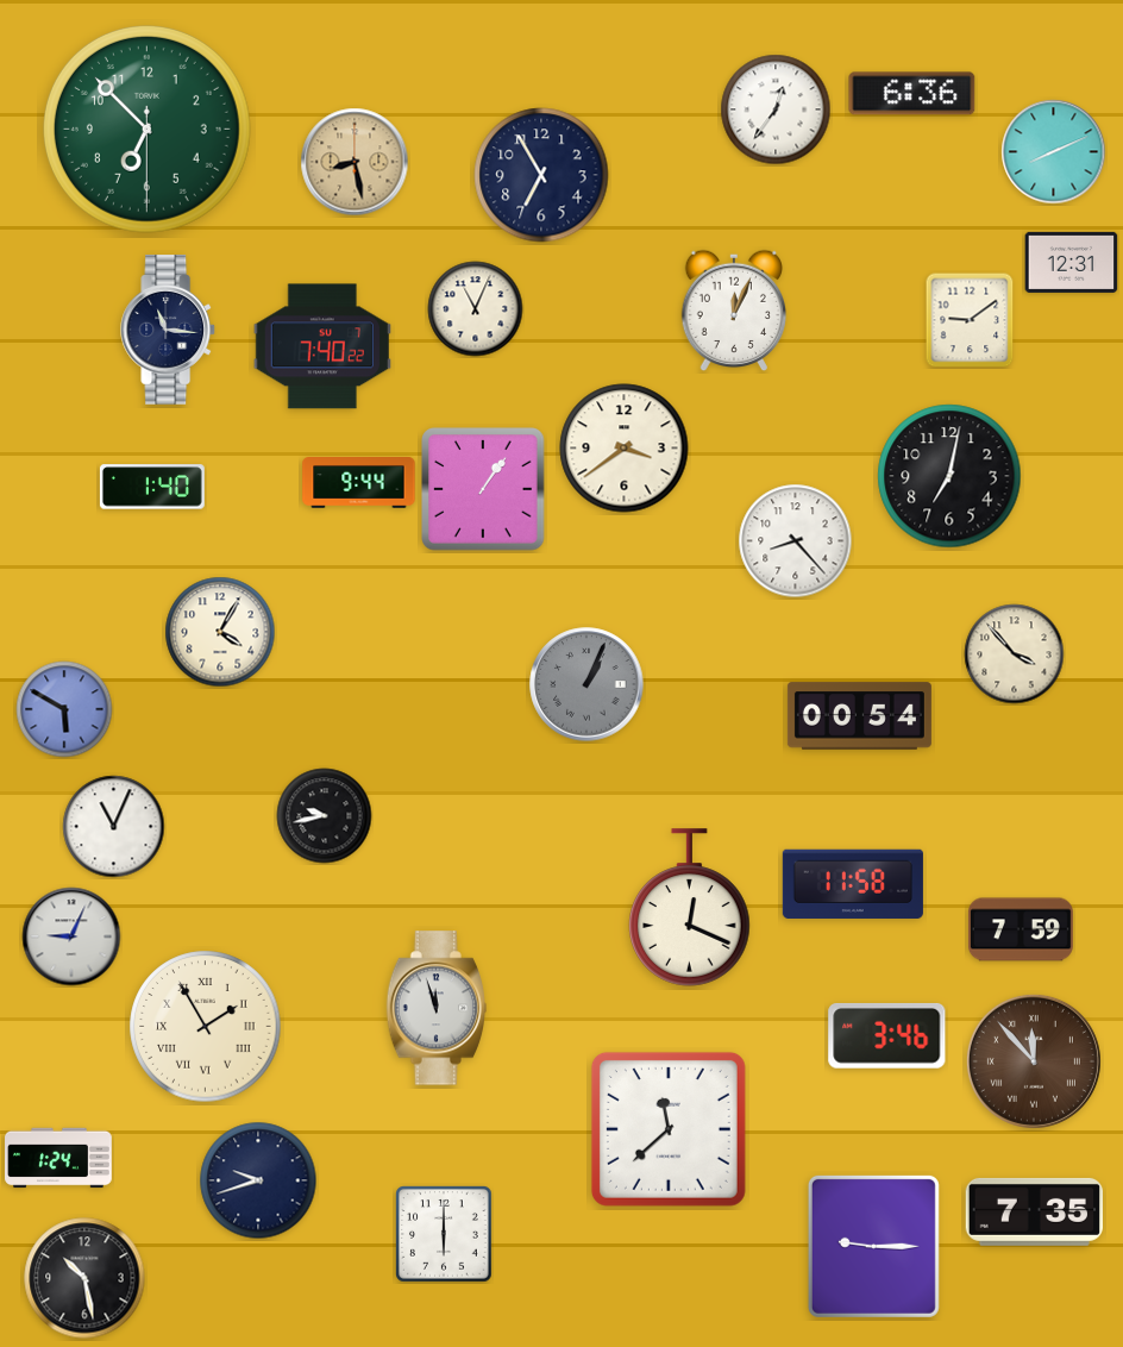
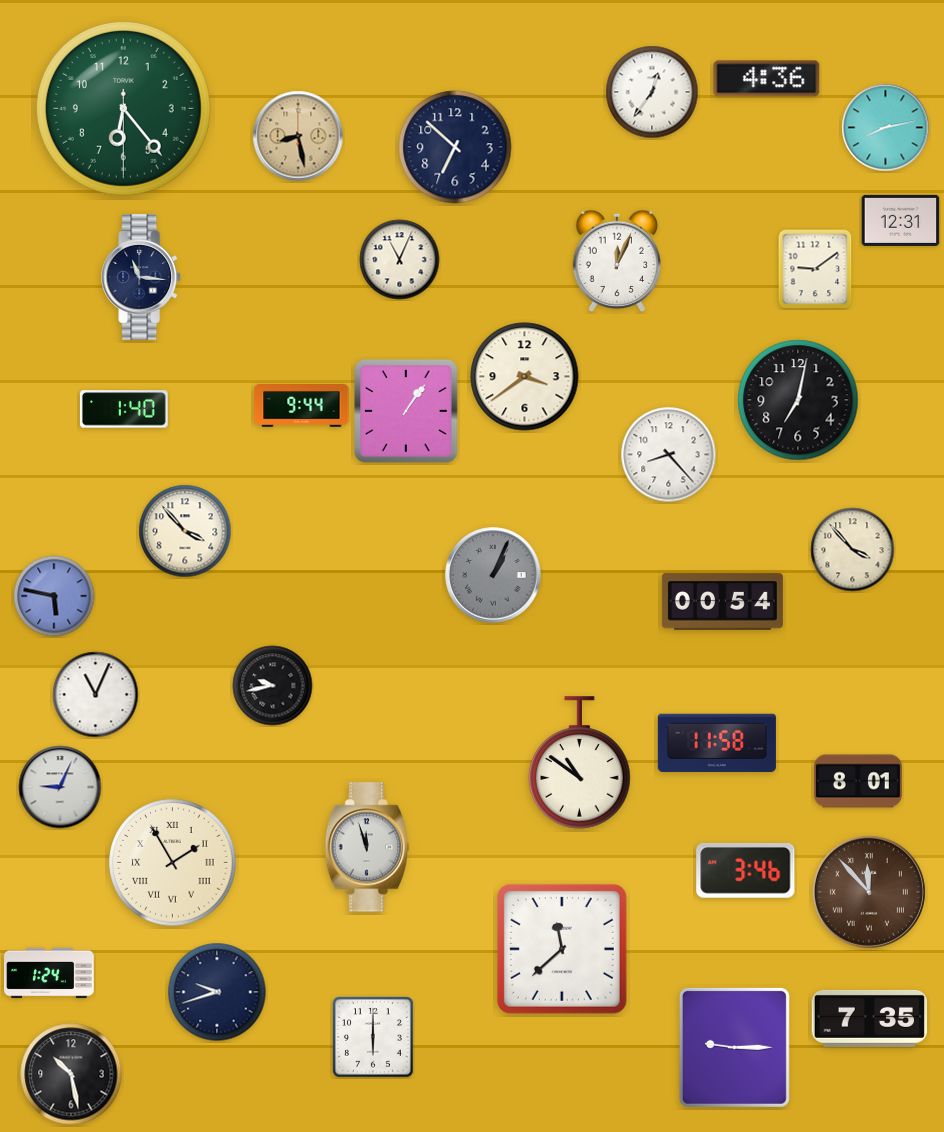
clock at (912, 94): 6:36 -> 4:36
clock at (146, 129): 6:52 -> 6:23
clock at (1054, 152): 8:11 -> 8:13
clock at (541, 175): 6:55 -> 6:52
clock at (322, 346): 7:40 -> none
clock at (152, 487) position: (152, 487) -> (124, 409)
clock at (220, 632): 4:05 -> 3:53
clock at (64, 709): 5:50 -> 5:47
clock at (690, 908): 12:19 -> 10:51
clock at (1021, 929): 7:59 -> 8:01
